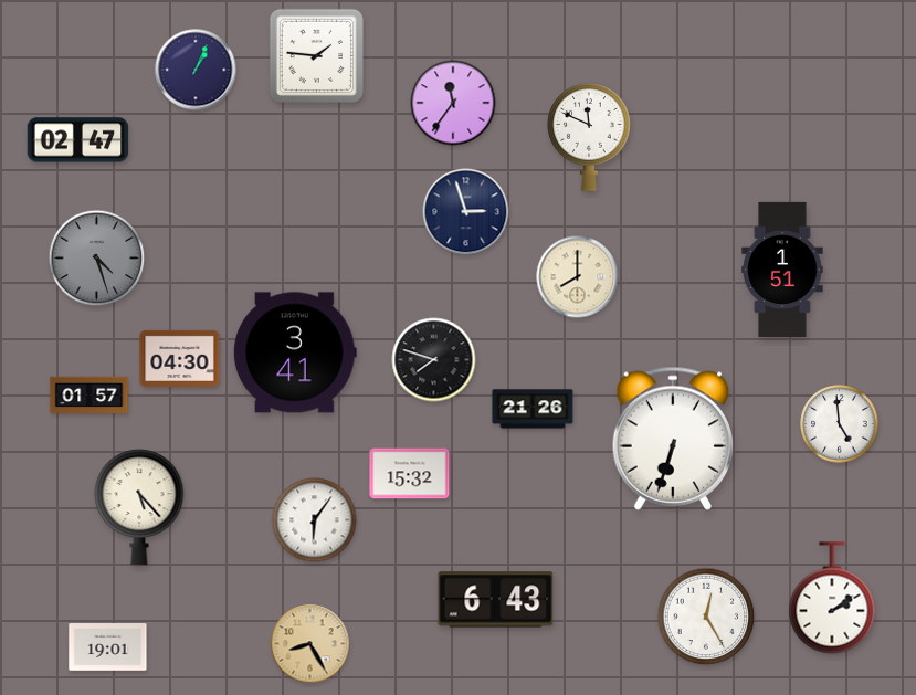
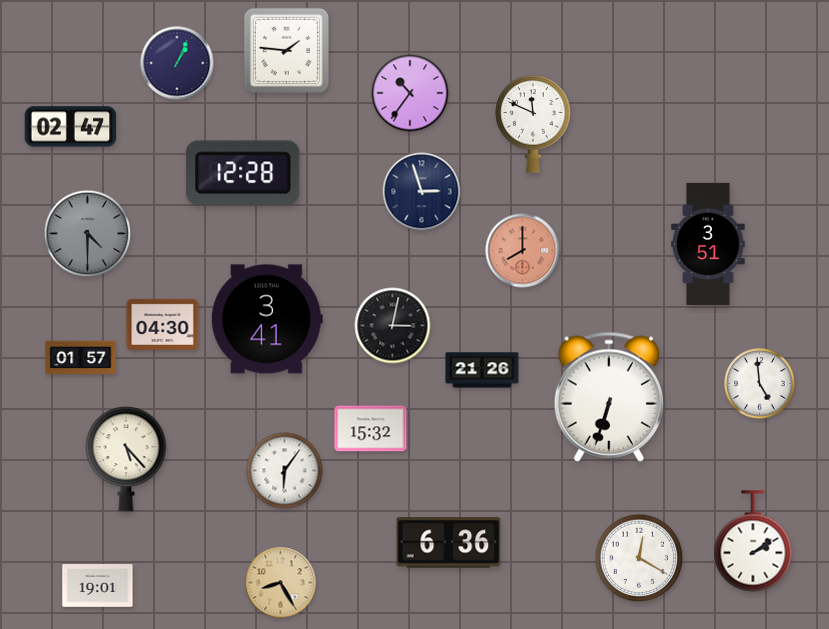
clock at (453, 103): 11:36 -> 10:36
clock at (243, 173): none -> 12:28
clock at (97, 259): 4:27 -> 4:30
clock at (782, 270): 1:51 -> 3:51
clock at (578, 277) dial: cream -> salmon
clock at (434, 360): 7:48 -> 3:02
clock at (496, 600): 6:43 -> 6:36
clock at (706, 617): 12:25 -> 12:20
